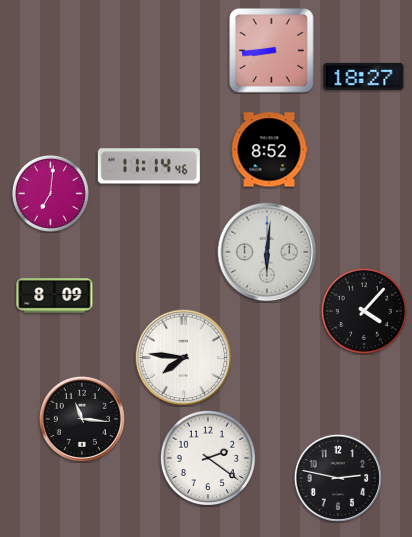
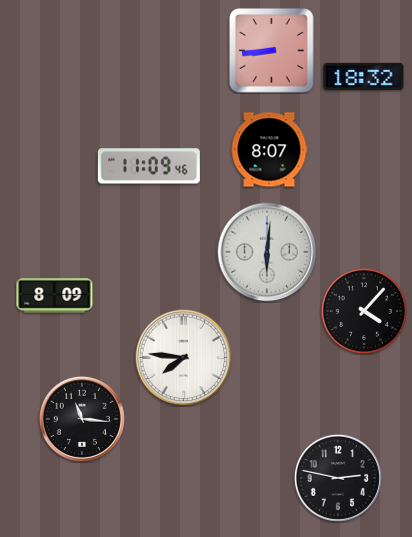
clock at (364, 76): 18:27 -> 18:32
clock at (269, 150): 8:52 -> 8:07
clock at (149, 166): 11:14 -> 11:09
clock at (50, 193): 7:01 -> none
clock at (207, 457): 2:21 -> none
